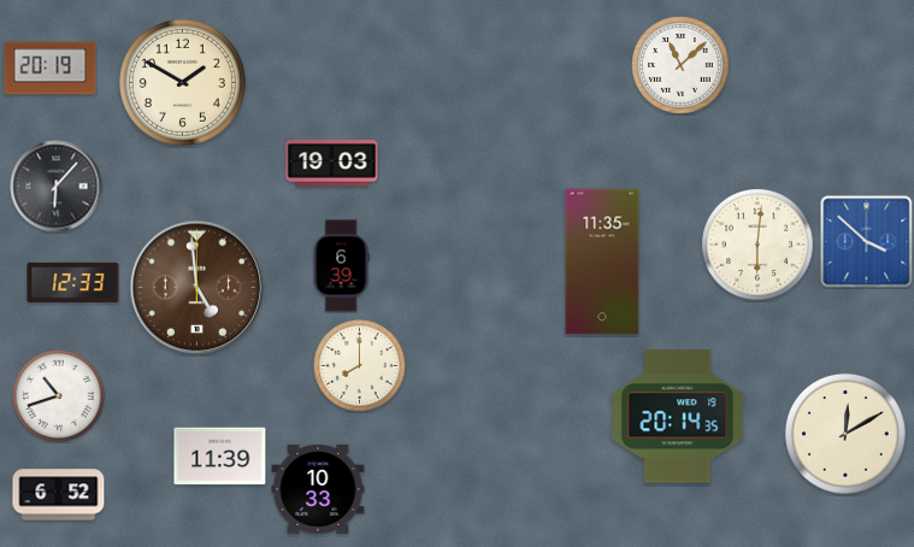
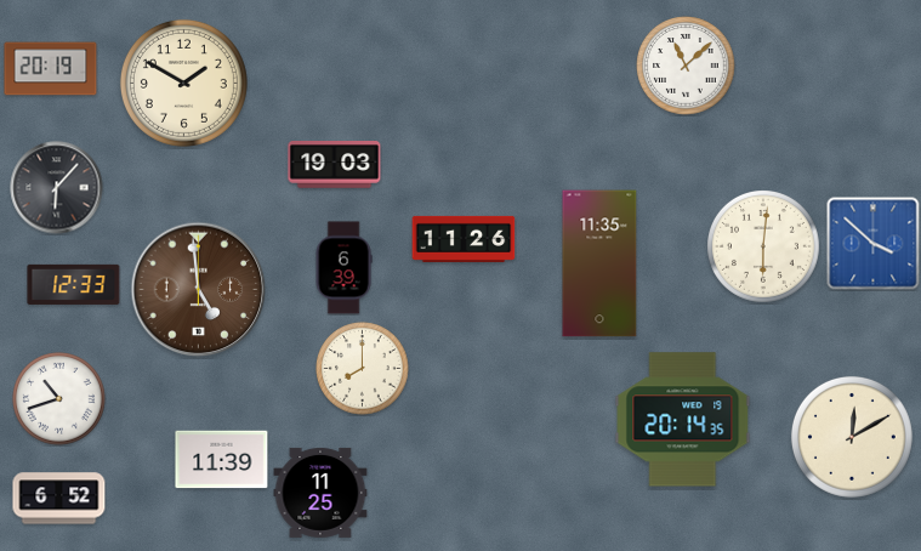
clock at (464, 239): none -> 11:26
clock at (602, 261) position: (602, 261) -> (599, 263)
clock at (318, 489): 10:33 -> 11:25
